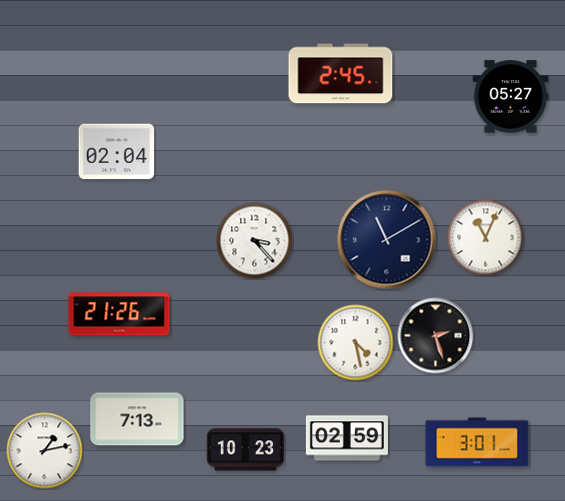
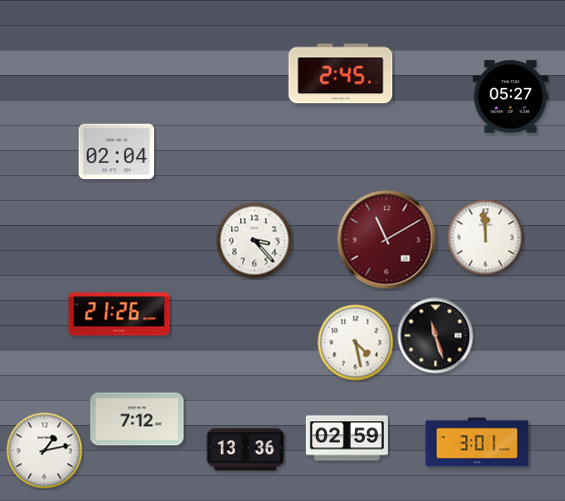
clock at (486, 238): 11:04 -> 11:59
clock at (387, 240) dial: navy -> burgundy
clock at (436, 336): 2:27 -> 11:27
clock at (137, 419): 7:13 -> 7:12
clock at (246, 450): 10:23 -> 13:36
